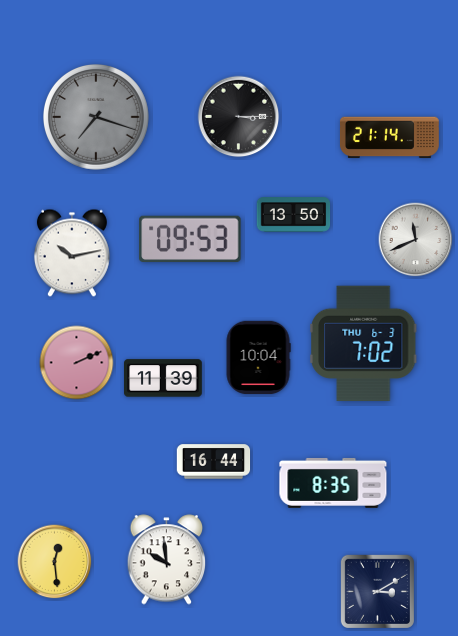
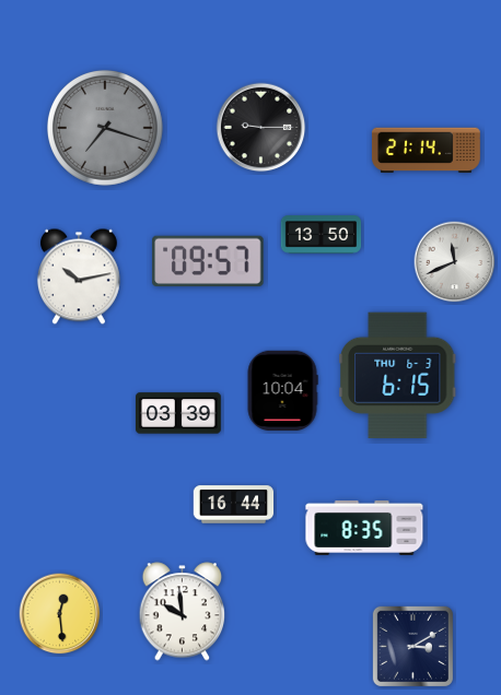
clock at (239, 117): 3:15 -> 9:15
clock at (190, 239): 09:53 -> 09:57
clock at (364, 344): 7:02 -> 6:15
clock at (77, 363): 2:11 -> none
clock at (164, 378): 11:39 -> 03:39
